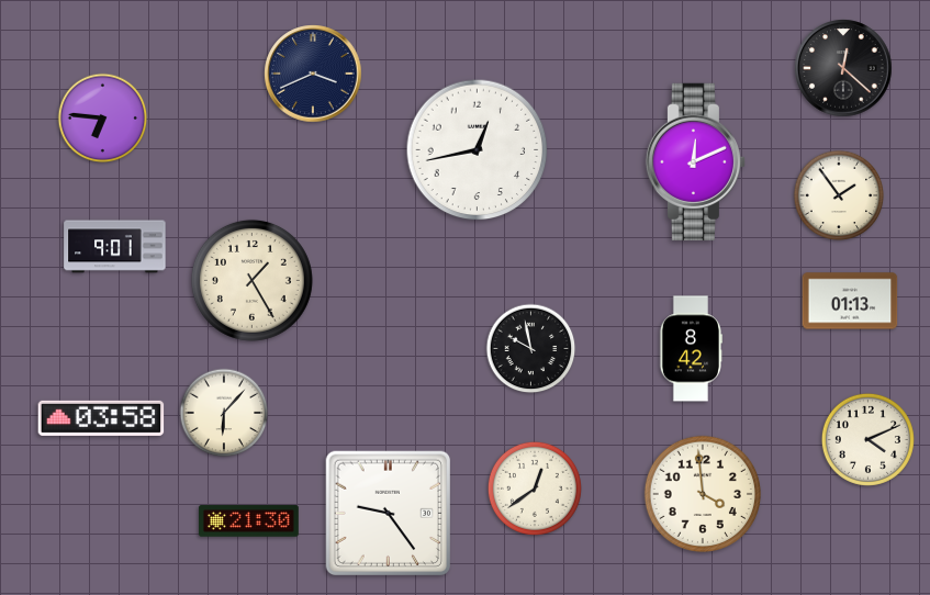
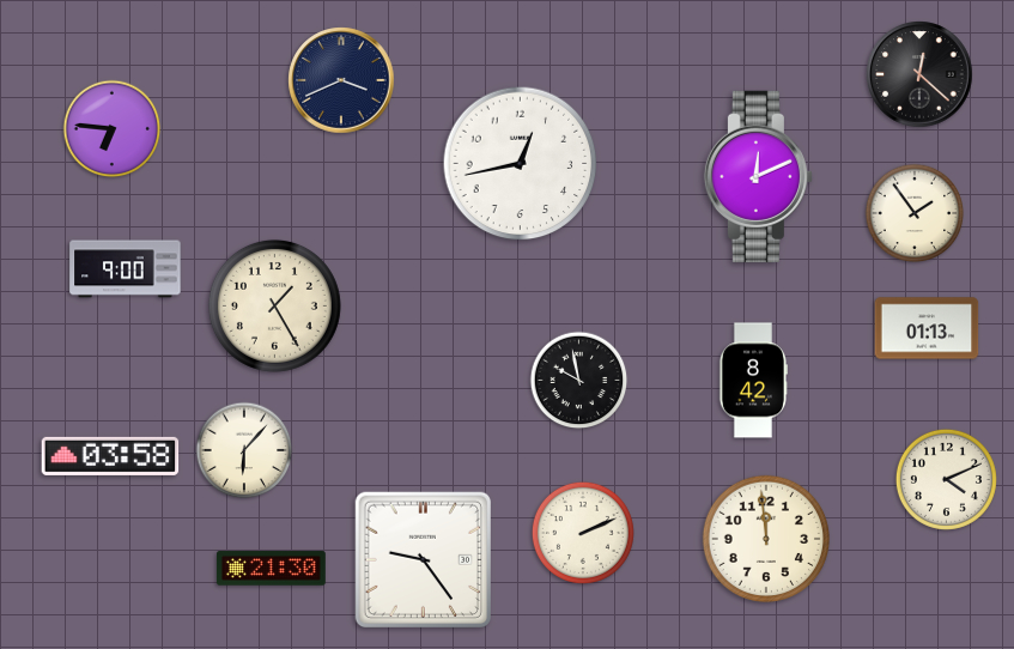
clock at (115, 247): 9:01 -> 9:00
clock at (535, 489): 12:39 -> 2:11
clock at (702, 493): 3:59 -> 11:59
